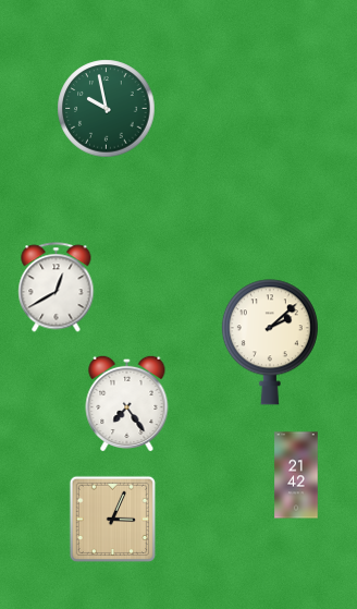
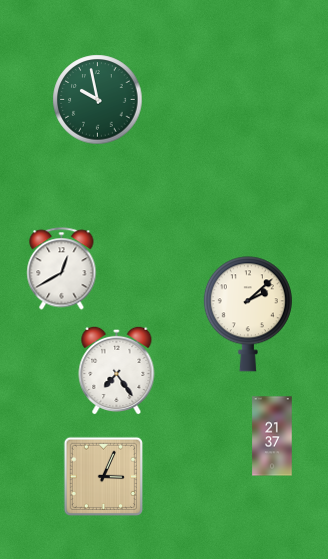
clock at (57, 288) position: (57, 288) -> (62, 269)
clock at (296, 475): 21:42 -> 21:37
